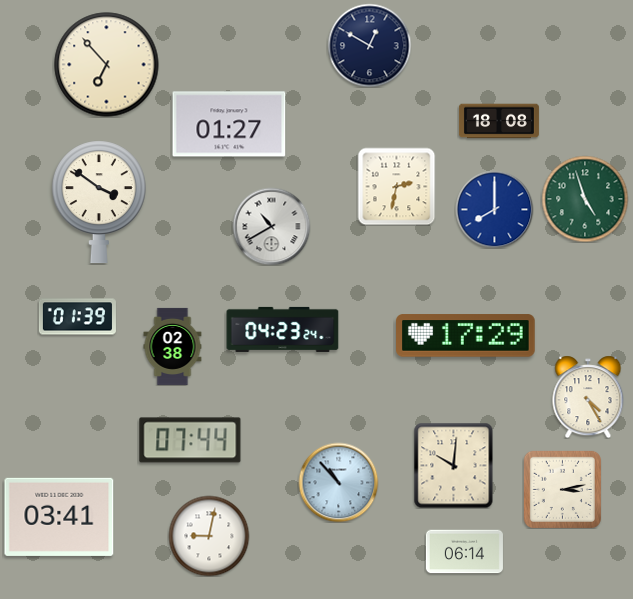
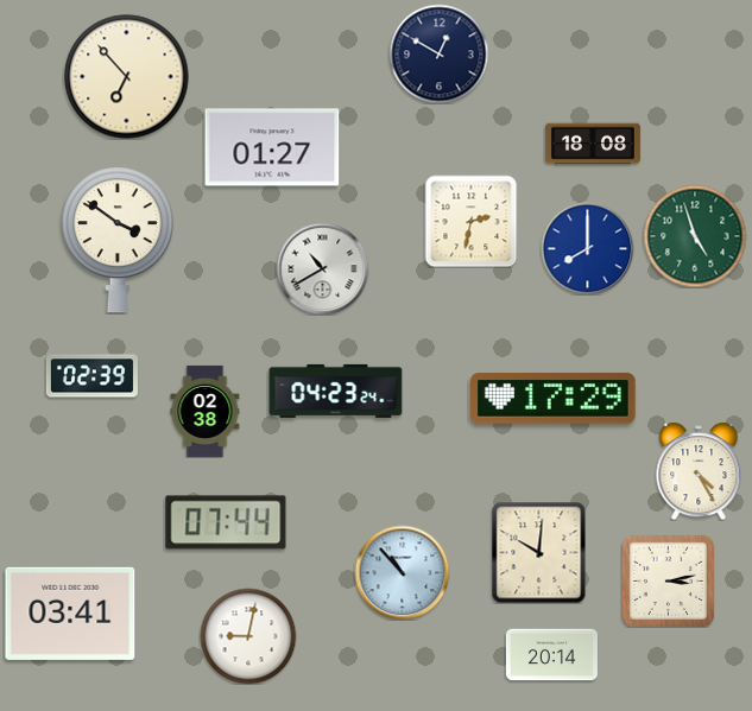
clock at (77, 317): 01:39 -> 02:39
clock at (464, 552): 06:14 -> 20:14
